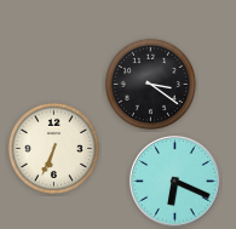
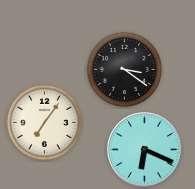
clock at (53, 148): 6:34 -> 7:06
